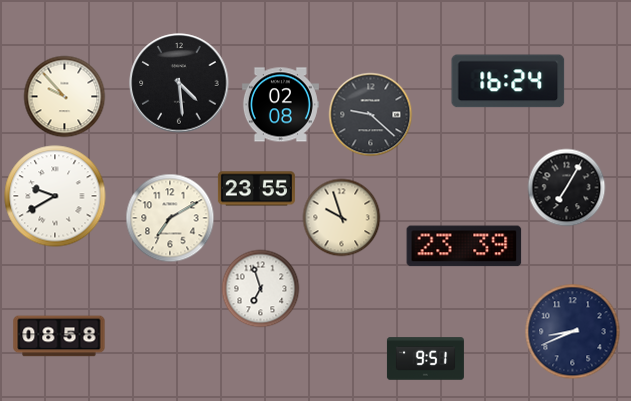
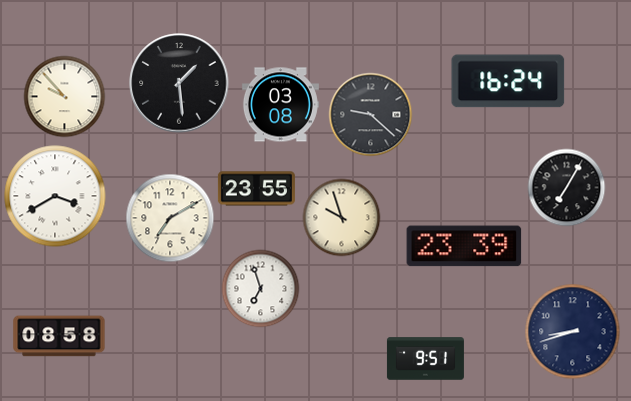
clock at (179, 83): 4:29 -> 1:29
clock at (280, 105): 02:08 -> 03:08
clock at (55, 196): 9:40 -> 3:40
clock at (572, 331): 8:41 -> 8:42
